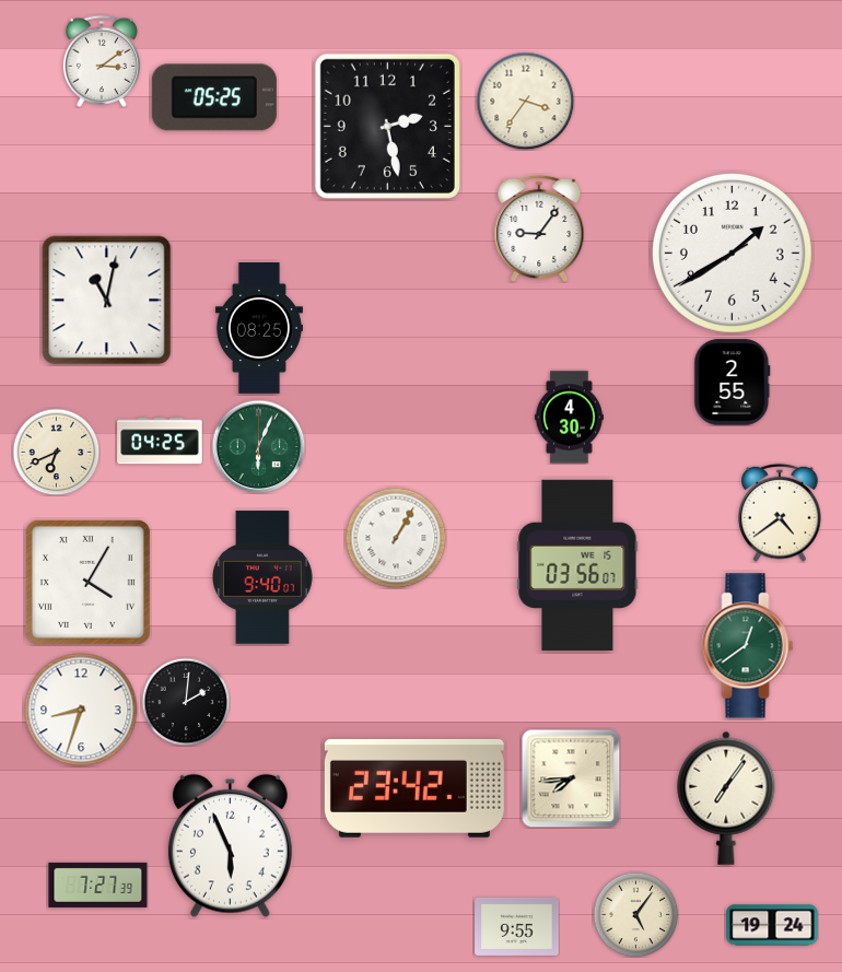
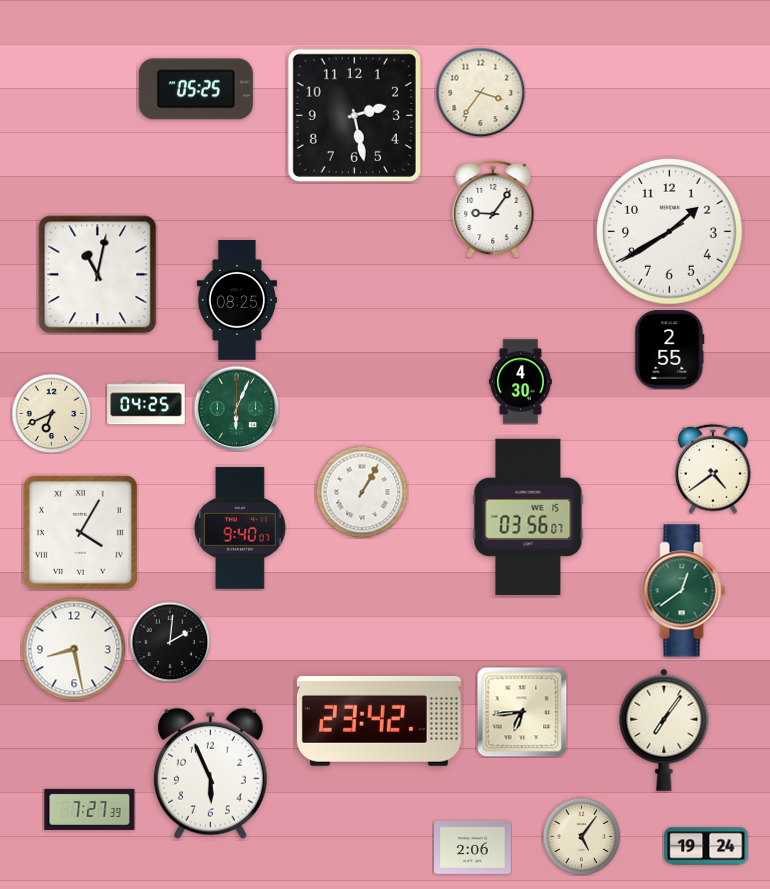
clock at (102, 61): 3:09 -> none
clock at (81, 710): 8:33 -> 8:28
clock at (571, 778): 7:44 -> 6:44
clock at (517, 926): 9:55 -> 2:06
